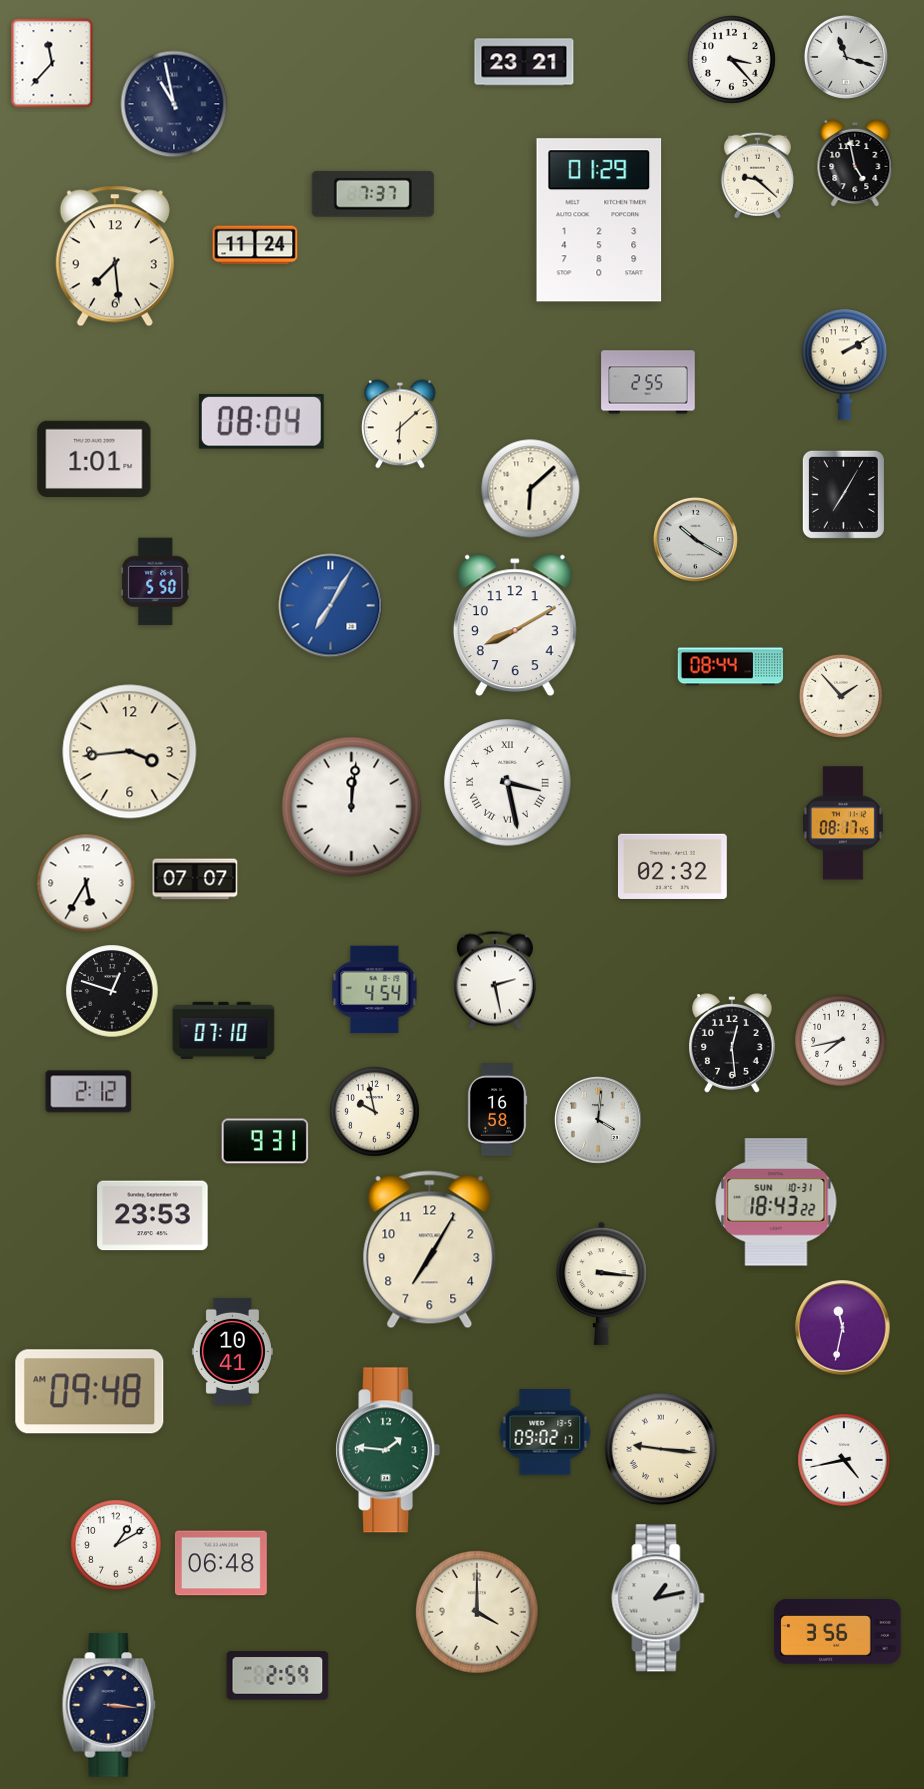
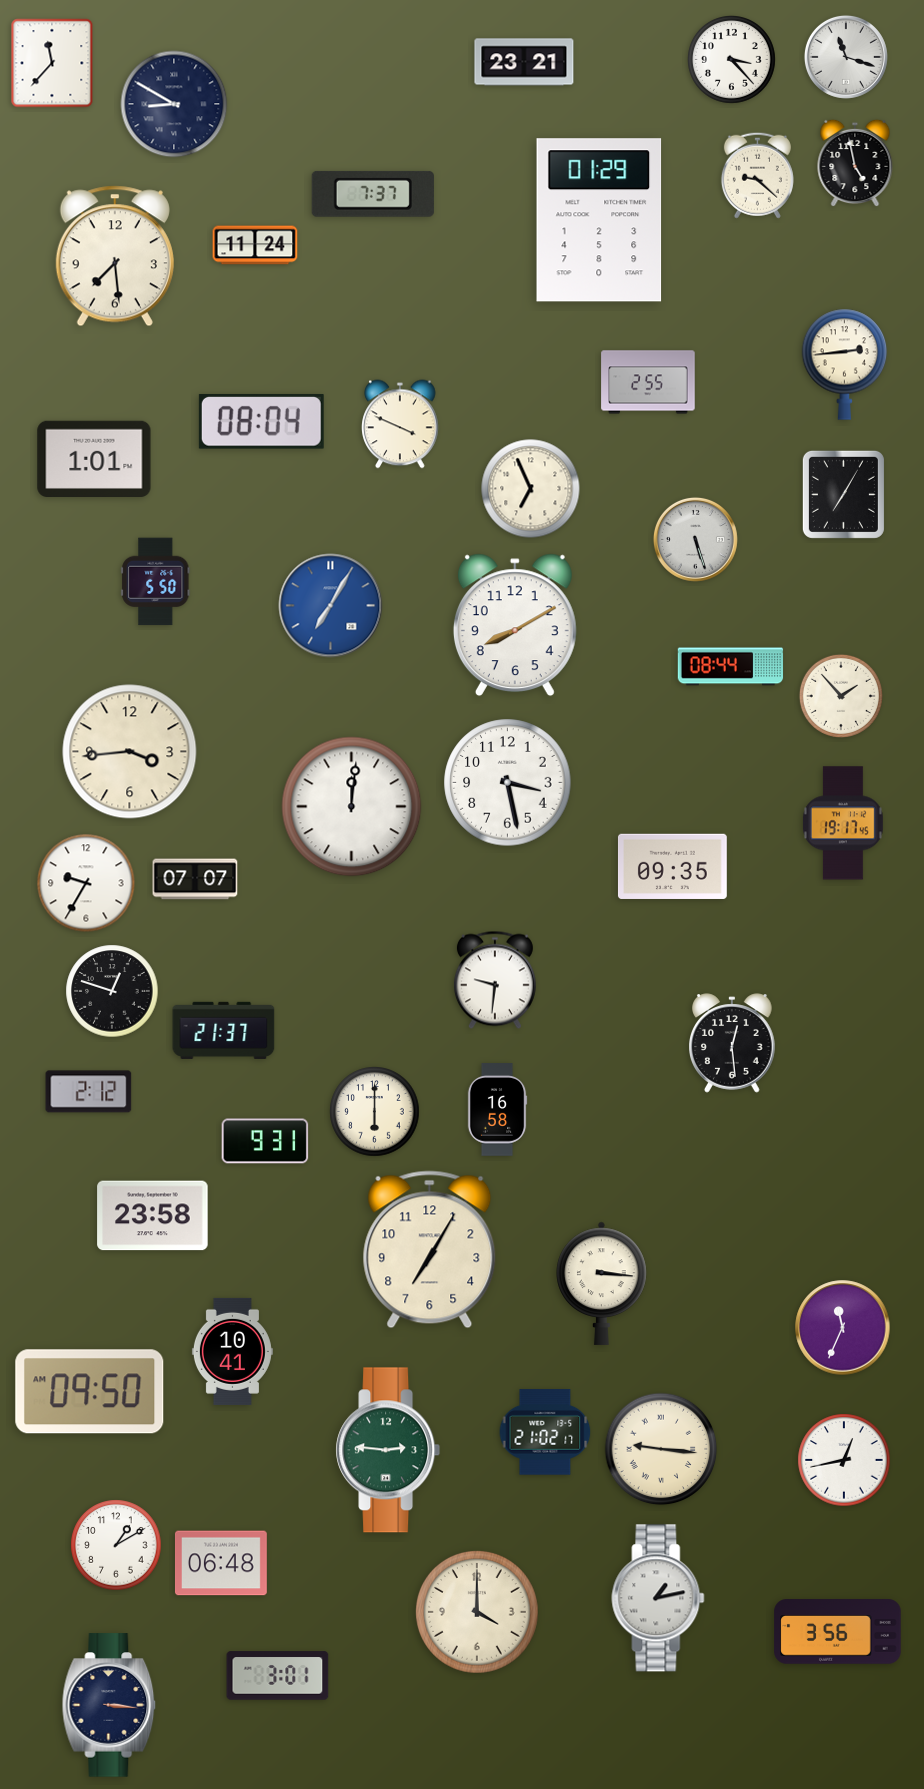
clock at (174, 104): 10:58 -> 8:50
clock at (845, 364): 2:10 -> 2:44
clock at (400, 424): 6:08 -> 3:49
clock at (531, 489): 6:08 -> 6:56
clock at (695, 539): 10:20 -> 5:27
clock at (508, 783) numerals: Roman -> Arabic
clock at (843, 823): 08:17 -> 19:17
clock at (672, 866): 02:32 -> 09:35
clock at (86, 883): 5:35 -> 9:35
clock at (495, 980): 2:28 -> 9:31
clock at (375, 990): 4:54 -> none
clock at (224, 1030): 07:10 -> 21:37
clock at (841, 1041): 7:43 -> none
clock at (375, 1112): 9:58 -> 6:00
clock at (599, 1121): 4:01 -> none
clock at (776, 1202): 18:43 -> none
clock at (153, 1216): 23:53 -> 23:58
clock at (843, 1328): 11:32 -> 11:34
clock at (90, 1392): 09:48 -> 09:50
clock at (545, 1432): 09:02 -> 21:02
clock at (388, 1450): 1:46 -> 2:46
clock at (844, 1460): 4:43 -> 12:43
clock at (278, 1676): 2:59 -> 3:01
